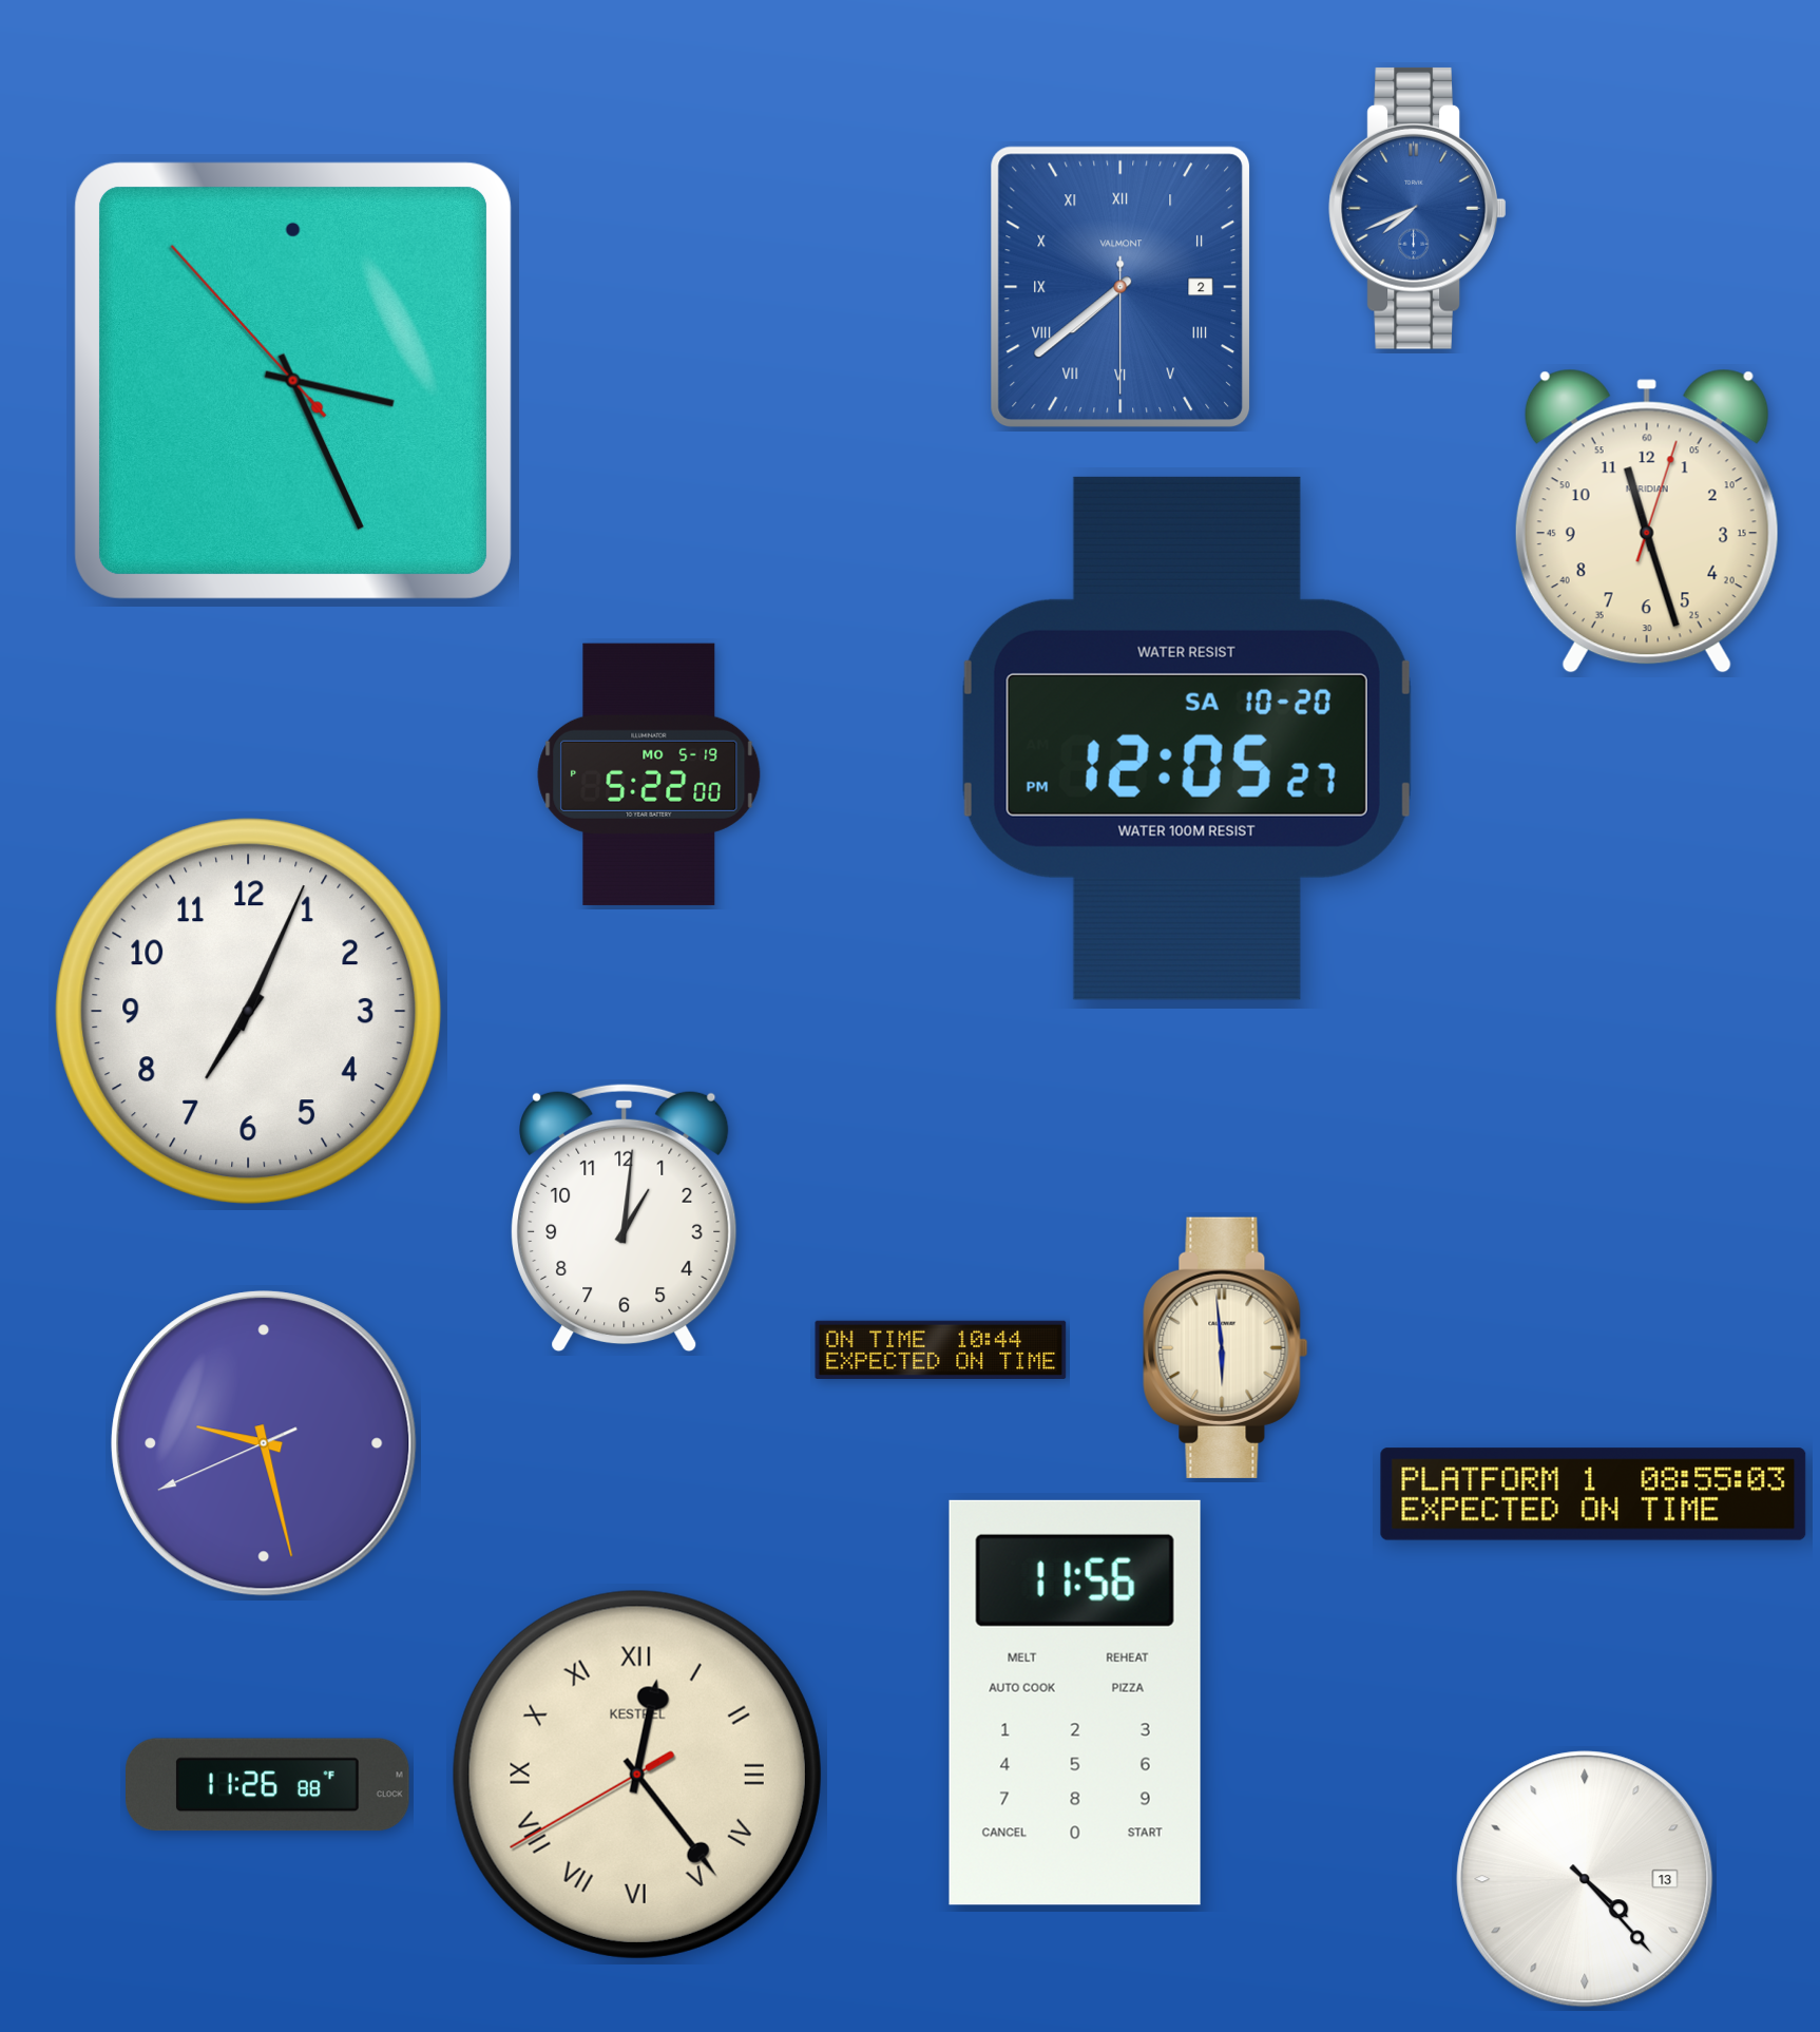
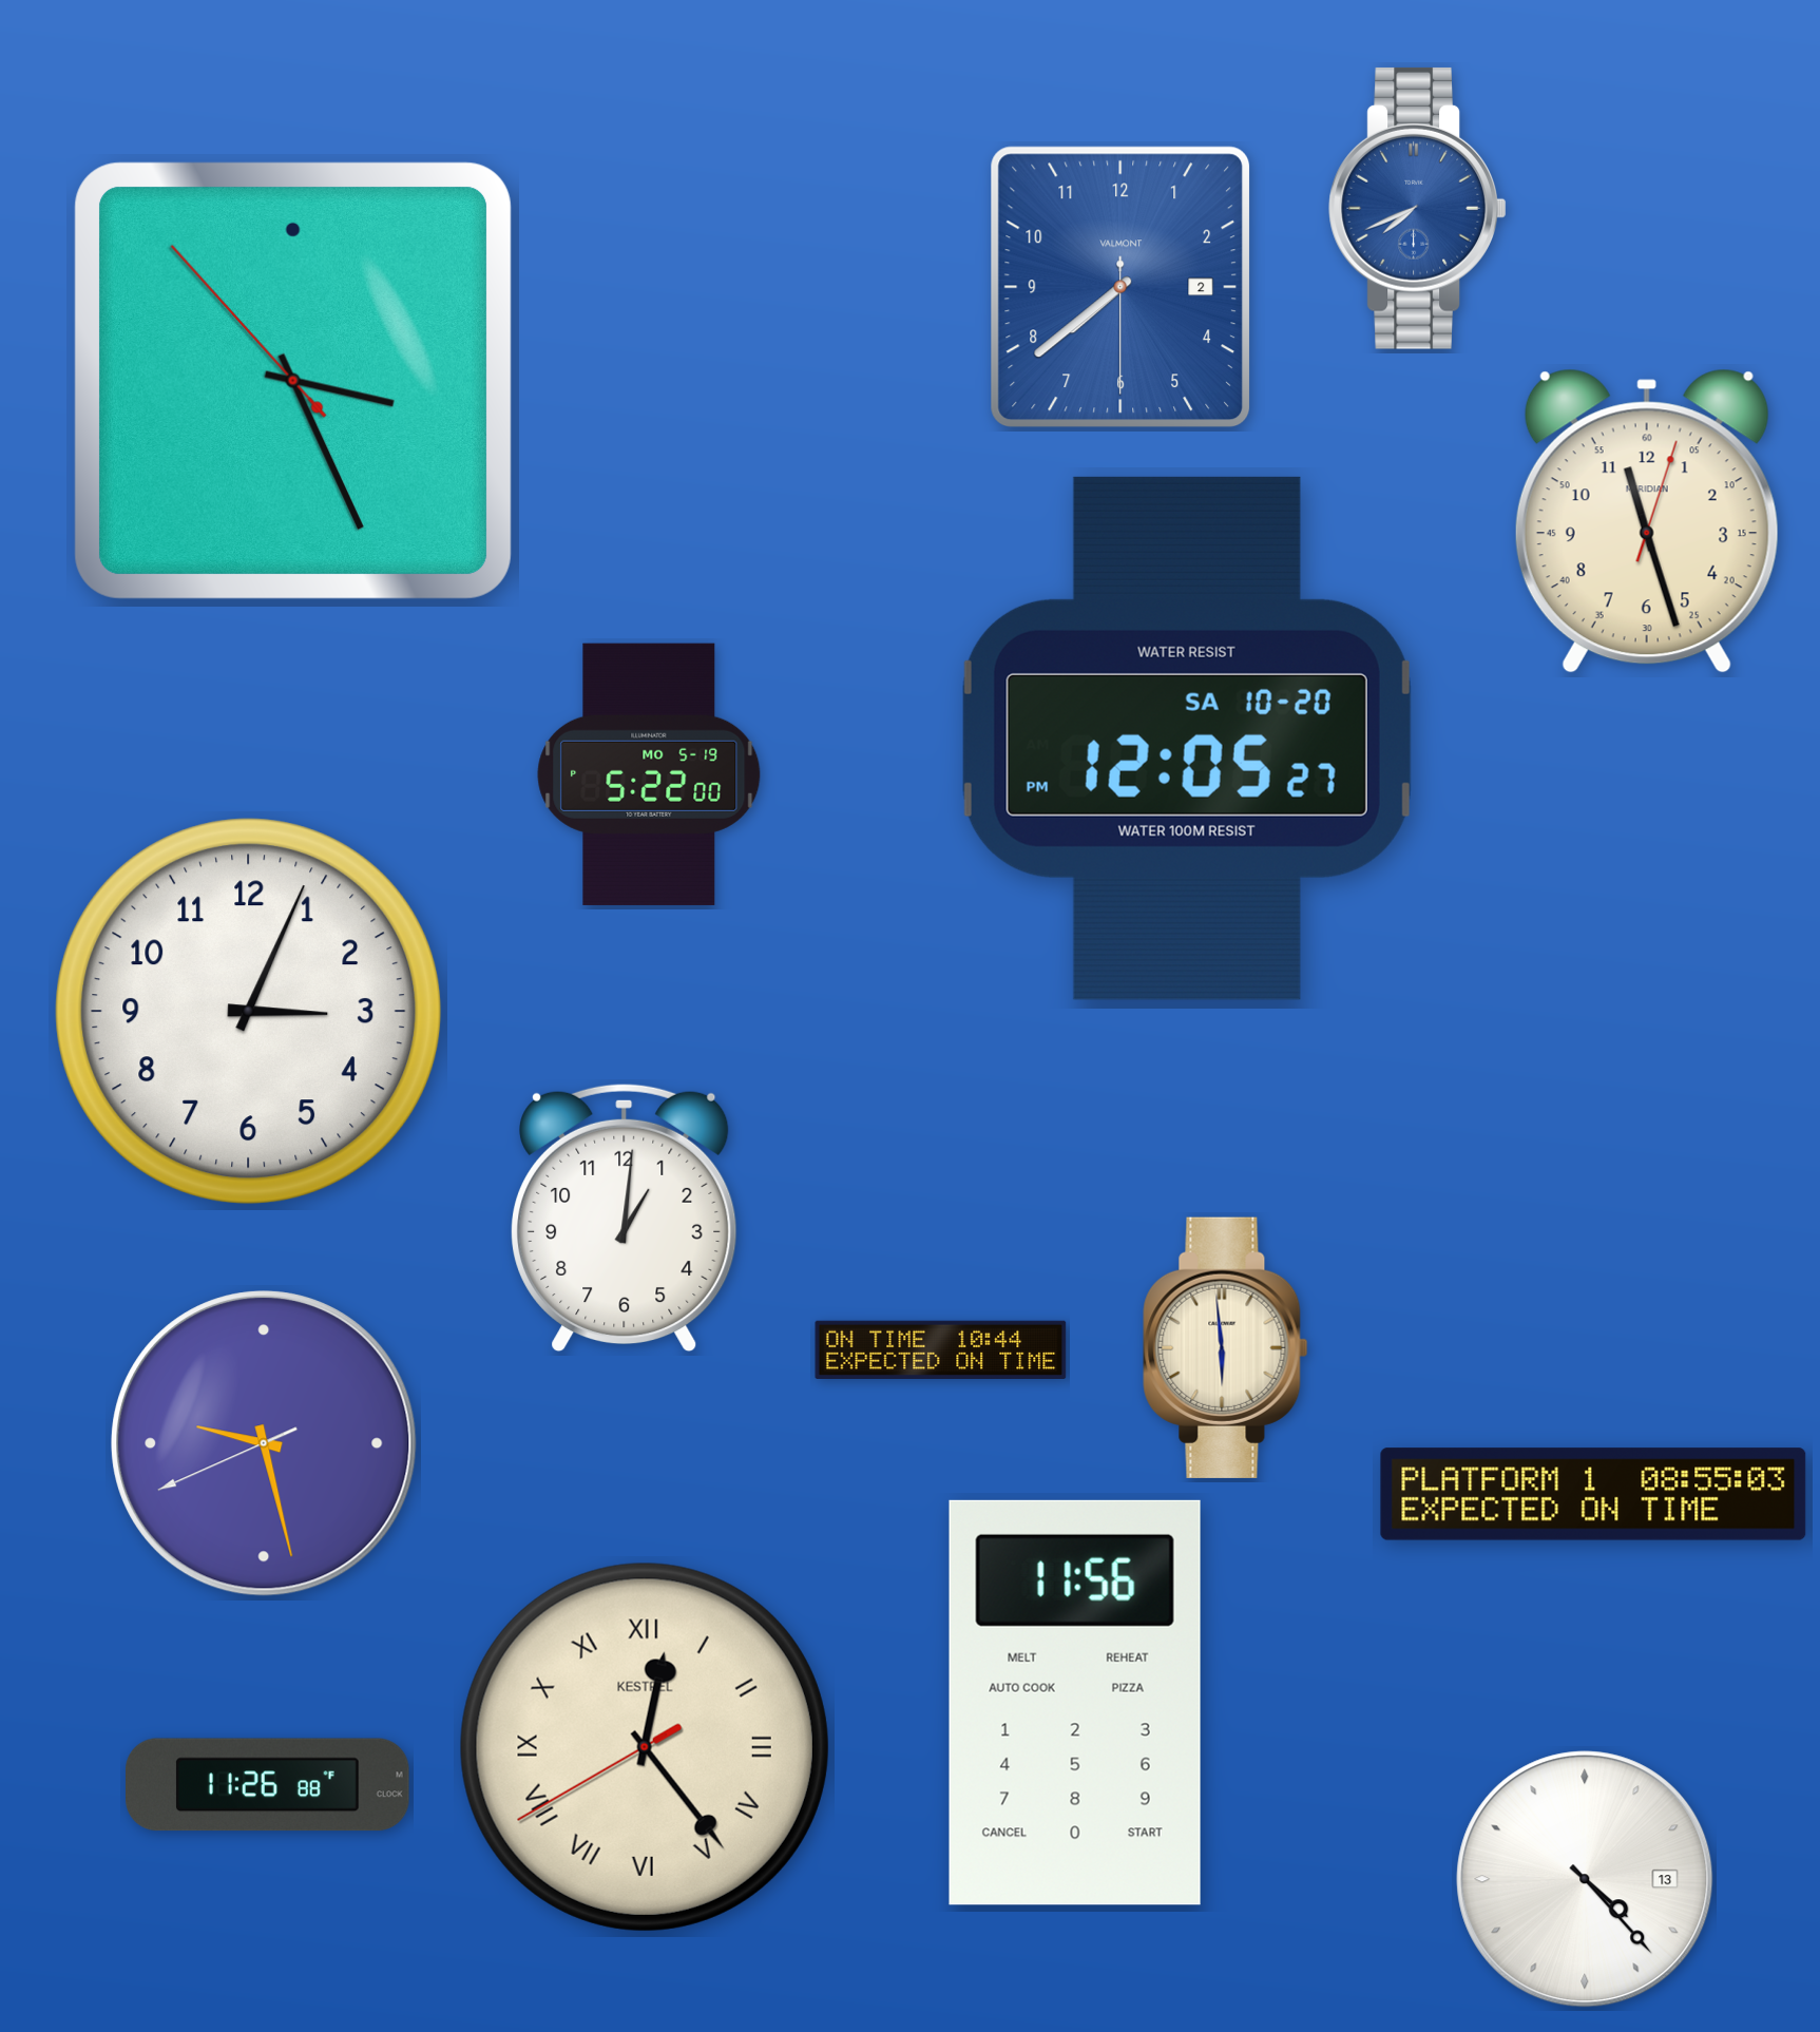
clock at (1120, 287) numerals: Roman -> Arabic
clock at (249, 1012): 7:04 -> 3:04
clock at (637, 1775) position: (637, 1775) -> (645, 1747)
